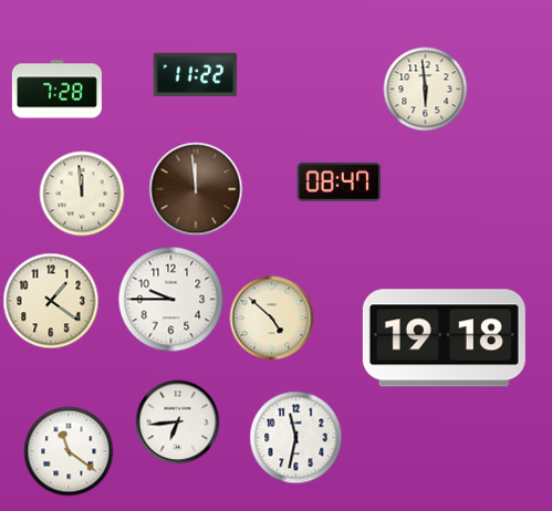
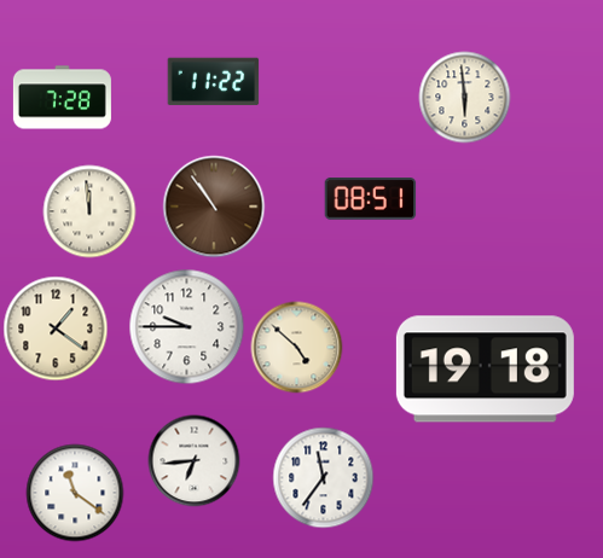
clock at (340, 182): 08:47 -> 08:51
clock at (196, 189): 11:59 -> 10:54
clock at (296, 438): 11:32 -> 11:36
